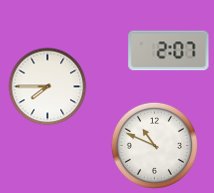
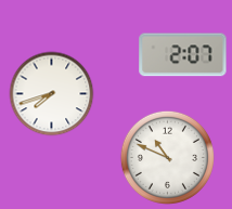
clock at (48, 87): 7:45 -> 7:42
